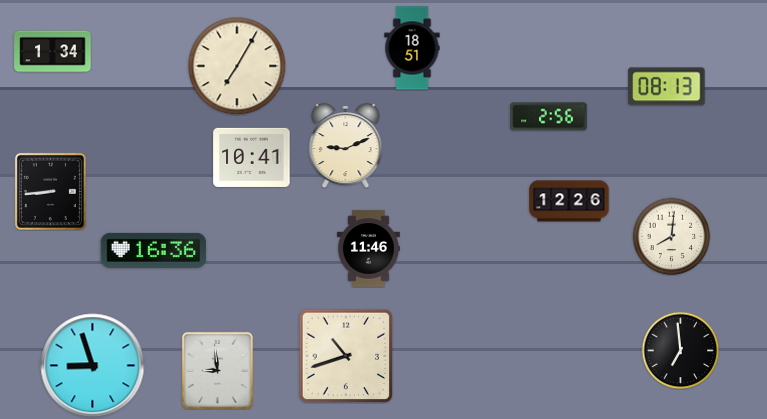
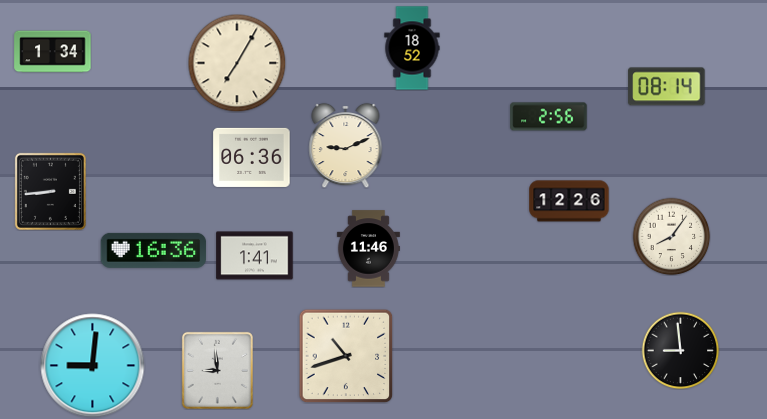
clock at (412, 48): 18:51 -> 18:52
clock at (237, 66) position: (237, 66) -> (237, 63)
clock at (667, 87): 08:13 -> 08:14
clock at (252, 157): 10:41 -> 06:36
clock at (671, 236): 8:01 -> 8:06
clock at (255, 256): none -> 1:41
clock at (680, 350): 6:59 -> 8:59
clock at (93, 366): 8:57 -> 9:01
